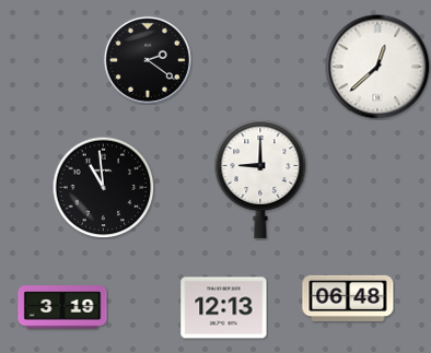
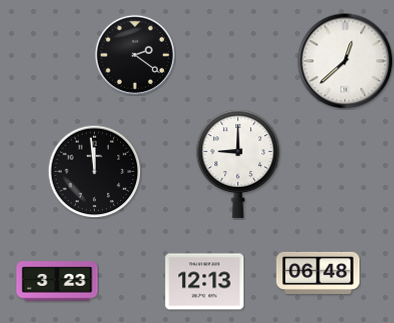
clock at (103, 187): 10:59 -> 11:59
clock at (62, 307): 3:19 -> 3:23
